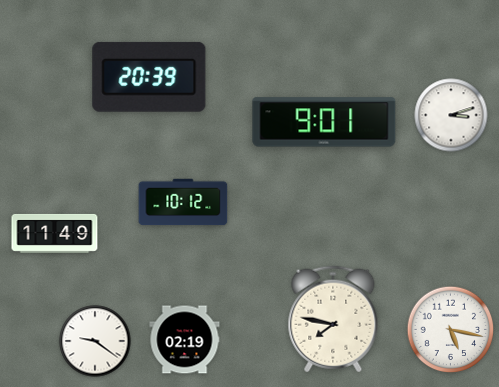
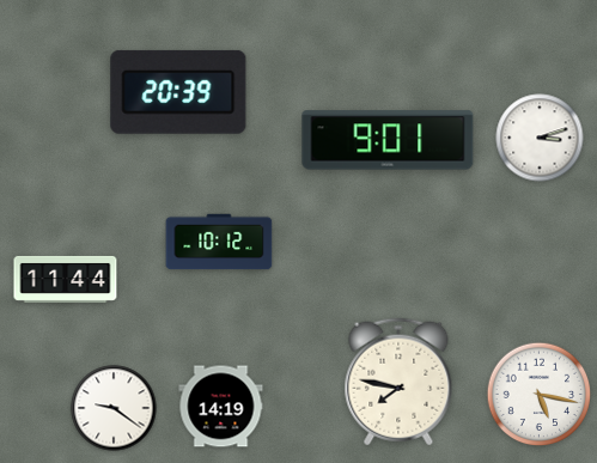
clock at (324, 122) position: (324, 122) -> (388, 140)
clock at (55, 233): 11:49 -> 11:44
clock at (185, 340): 02:19 -> 14:19
